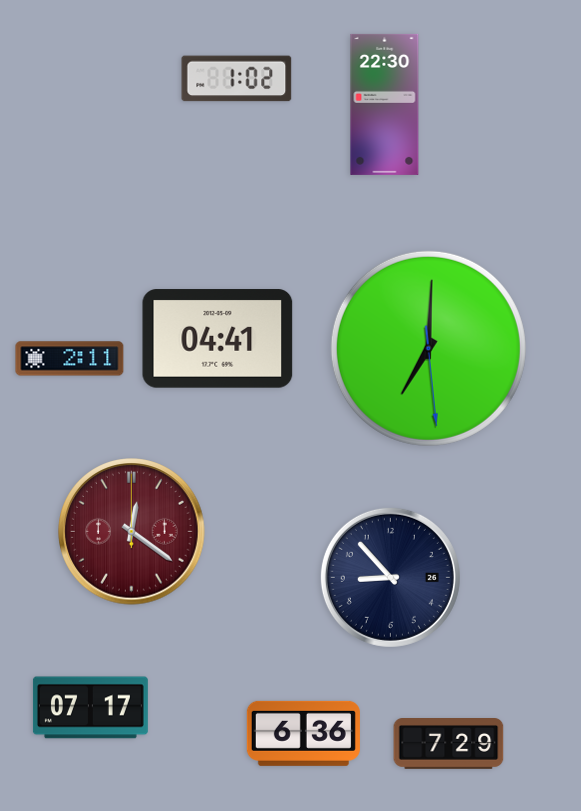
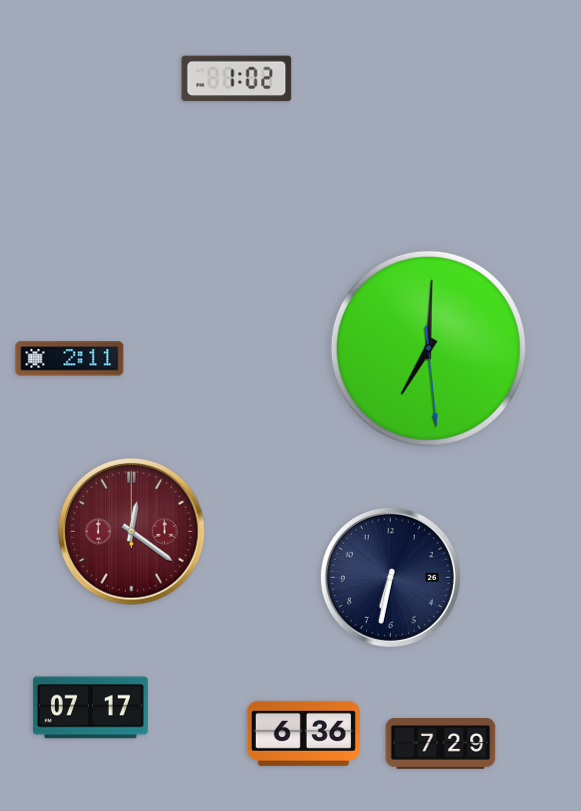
clock at (385, 104): 22:30 -> none
clock at (218, 339): 04:41 -> none
clock at (390, 577): 8:53 -> 6:32
clock at (449, 744) position: (449, 744) -> (441, 744)
